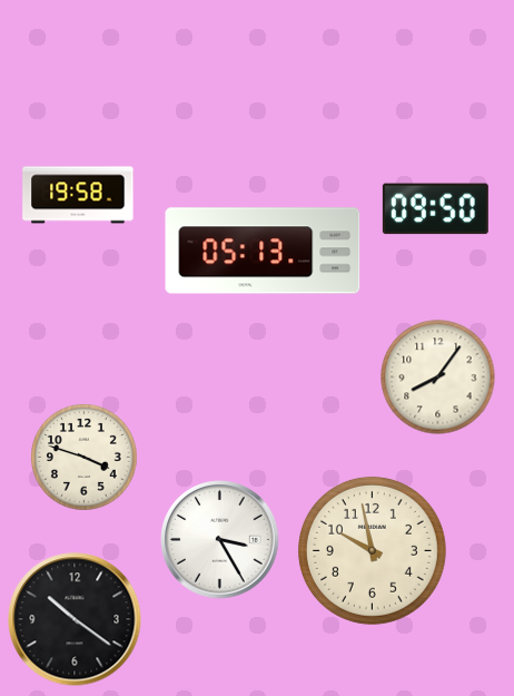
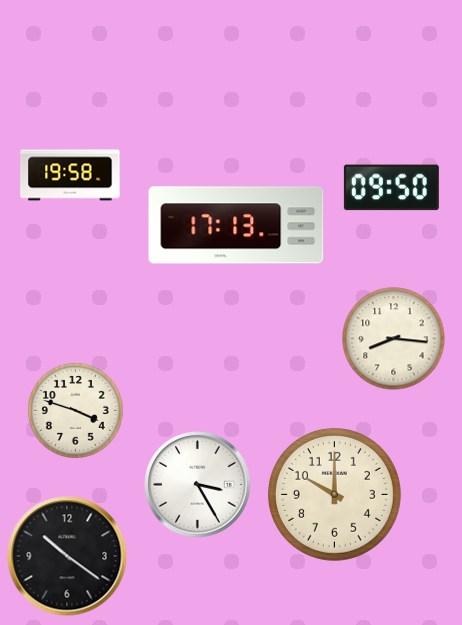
clock at (263, 251): 05:13 -> 17:13
clock at (438, 378): 8:06 -> 8:16
clock at (372, 550): 9:58 -> 10:00
